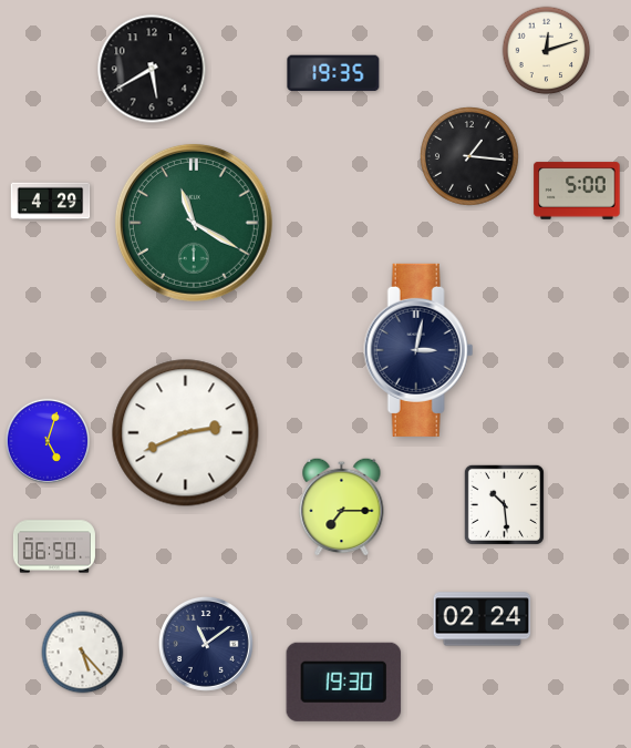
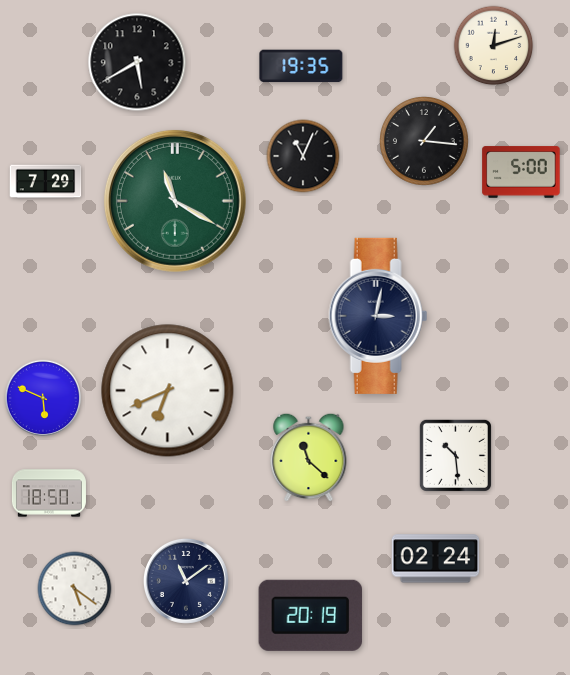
clock at (303, 156): none -> 11:04
clock at (51, 202): 4:29 -> 7:29
clock at (186, 433): 2:41 -> 6:41
clock at (48, 441): 5:03 -> 5:49
clock at (342, 506): 7:15 -> 11:22
clock at (54, 546): 06:50 -> 18:50
clock at (83, 653): 5:23 -> 5:21
clock at (344, 682): 19:30 -> 20:19
